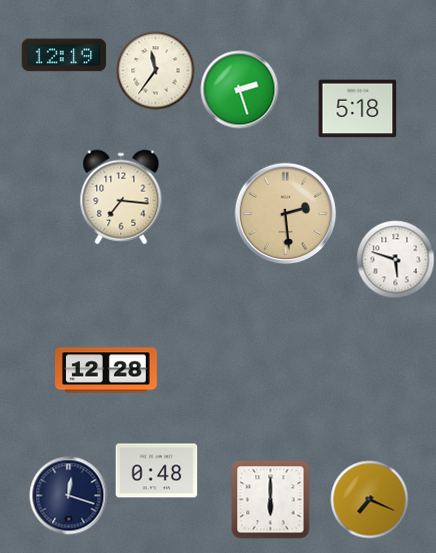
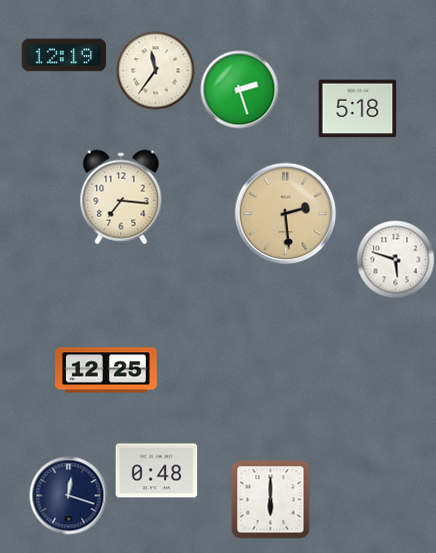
clock at (107, 370): 12:28 -> 12:25
clock at (369, 499): 7:19 -> none
